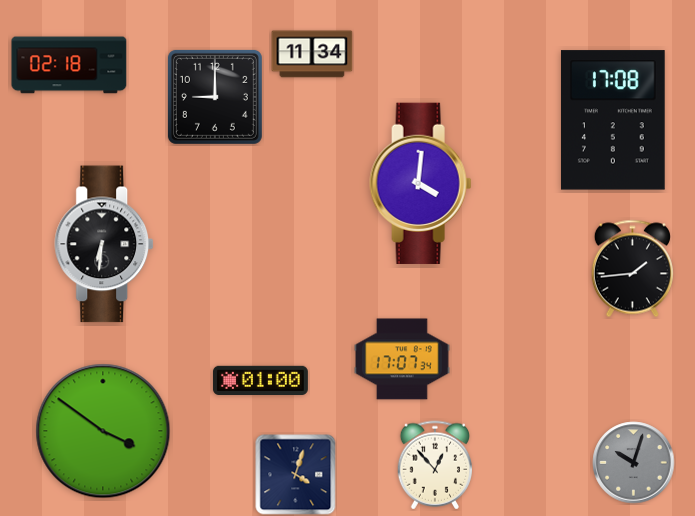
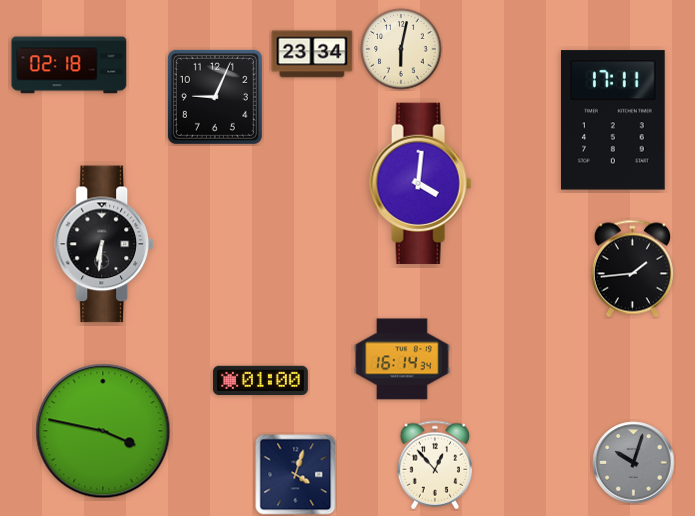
clock at (401, 49): none -> 6:02
clock at (312, 54): 11:34 -> 23:34
clock at (215, 97): 9:00 -> 9:04
clock at (613, 120): 17:08 -> 17:11
clock at (403, 359): 17:07 -> 16:14
clock at (103, 431): 3:51 -> 3:47
